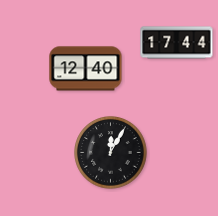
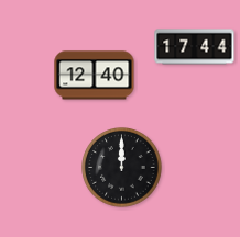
clock at (111, 153): 12:05 -> 12:00
